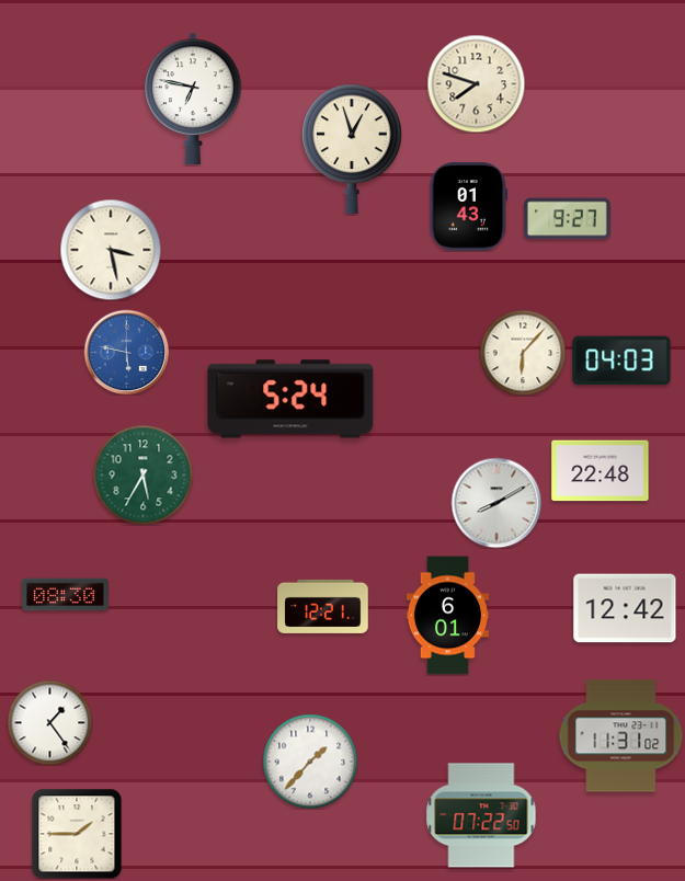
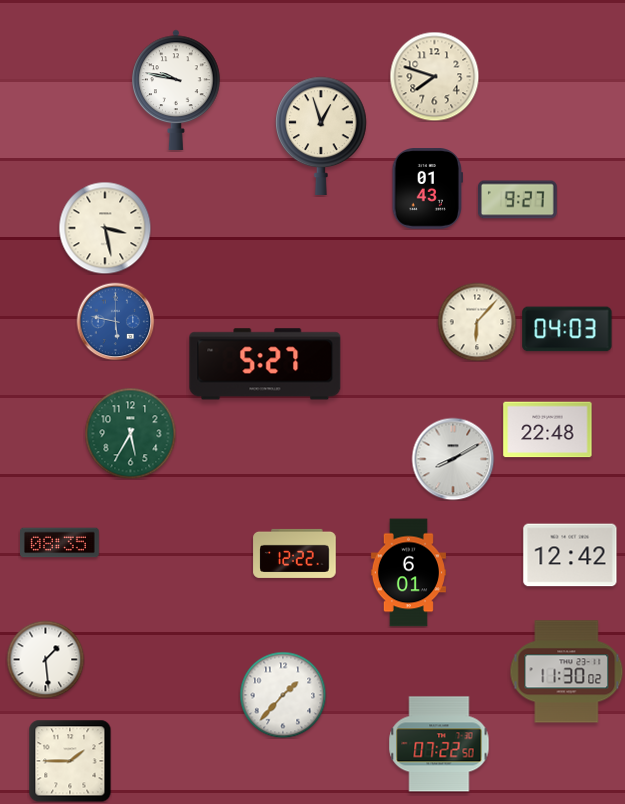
clock at (193, 99): 6:47 -> 9:47
clock at (111, 250) position: (111, 250) -> (105, 228)
clock at (290, 399): 5:24 -> 5:27
clock at (66, 595): 08:30 -> 08:35
clock at (323, 606): 12:21 -> 12:22
clock at (447, 616) position: (447, 616) -> (408, 573)
clock at (49, 722): 1:24 -> 1:29
clock at (621, 736): 11:31 -> 11:30
